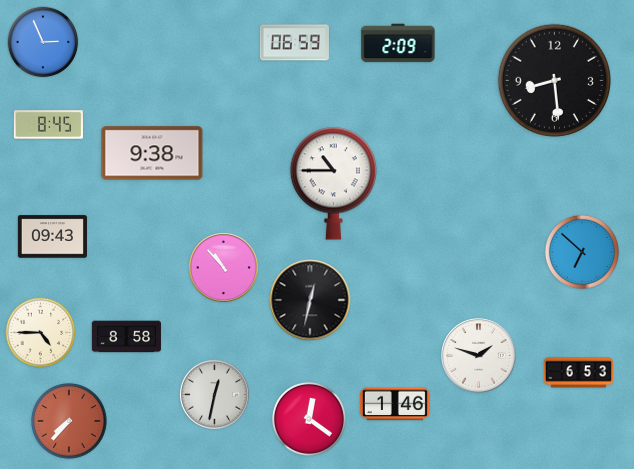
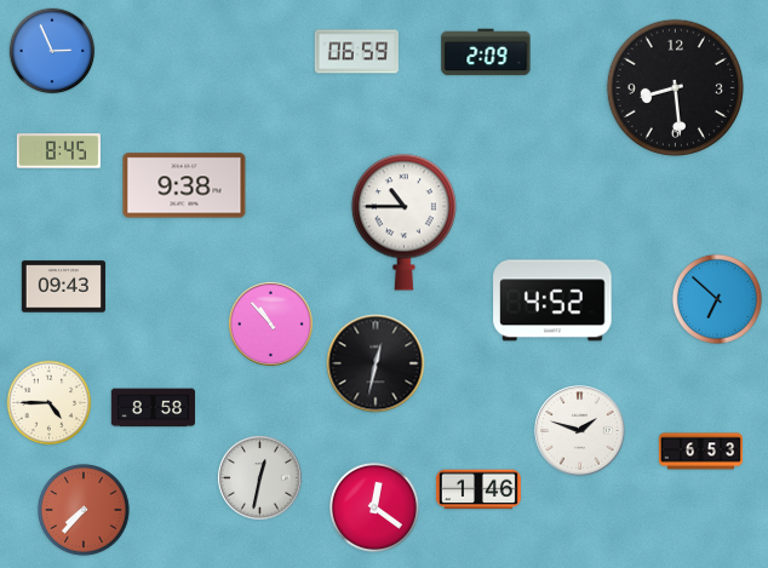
clock at (398, 43) position: (398, 43) -> (486, 52)
clock at (554, 80) position: (554, 80) -> (675, 87)
clock at (552, 300): none -> 4:52
clock at (582, 252) position: (582, 252) -> (717, 299)
